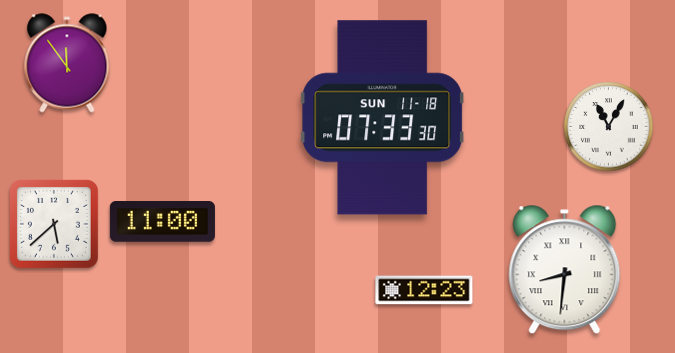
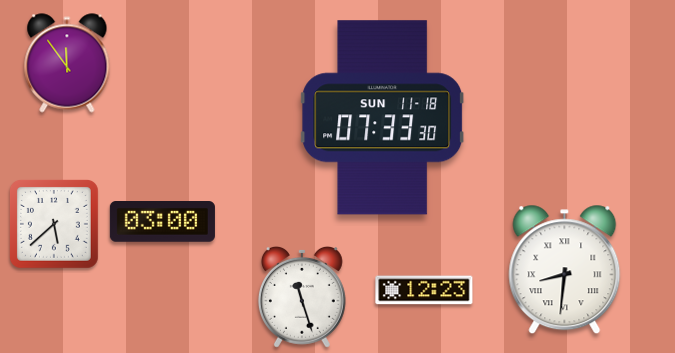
clock at (609, 127): 11:05 -> none
clock at (162, 222): 11:00 -> 03:00
clock at (302, 297): none -> 11:27
